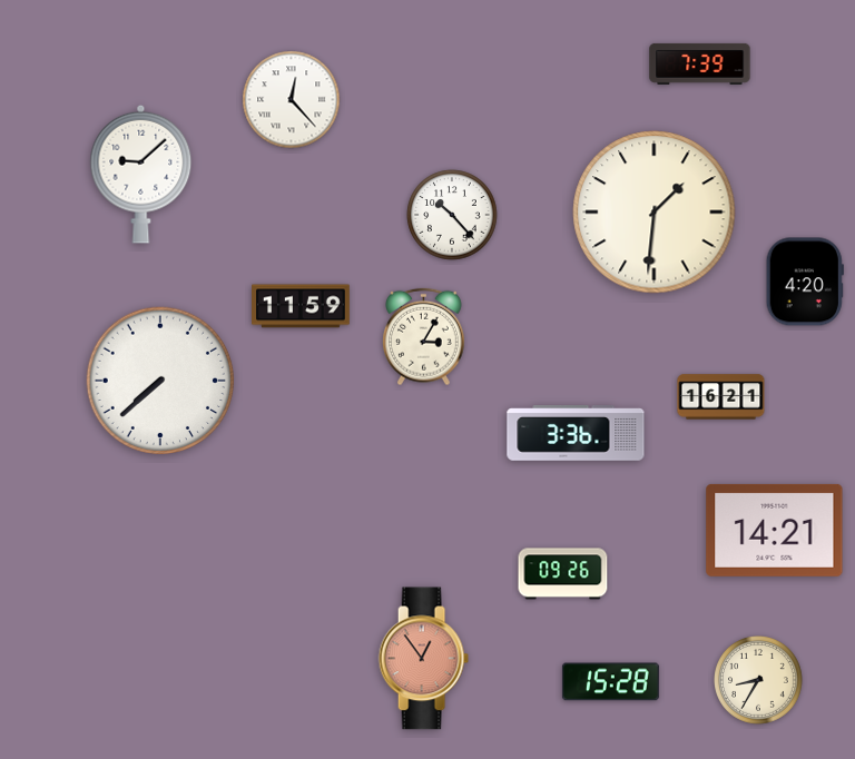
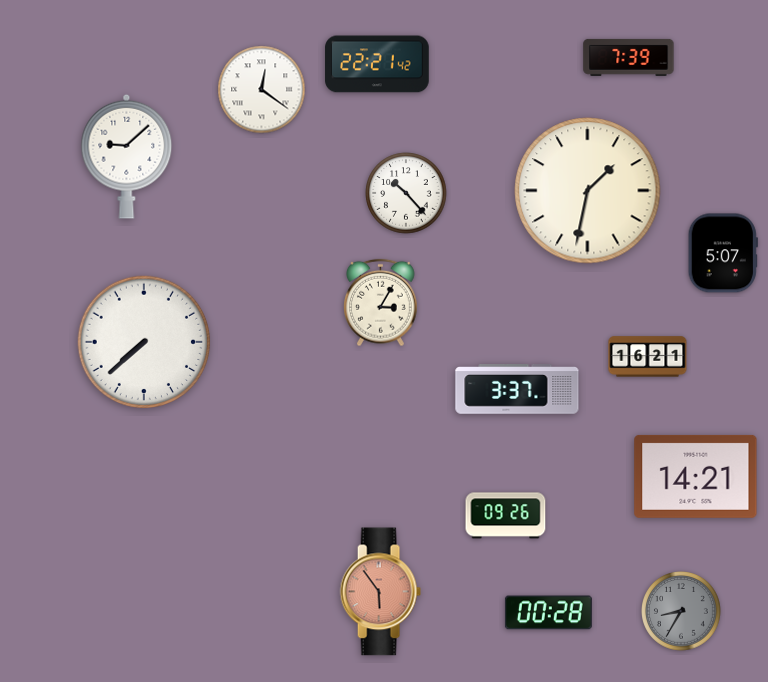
clock at (377, 64): none -> 22:21
clock at (292, 100): 12:23 -> 12:21
clock at (655, 213): 1:31 -> 1:32
clock at (805, 282): 4:20 -> 5:07
clock at (301, 306): 11:59 -> none
clock at (576, 434): 3:36 -> 3:37
clock at (423, 659): 12:54 -> 5:54
clock at (759, 681) dial: cream -> grey
clock at (610, 682): 15:28 -> 00:28
